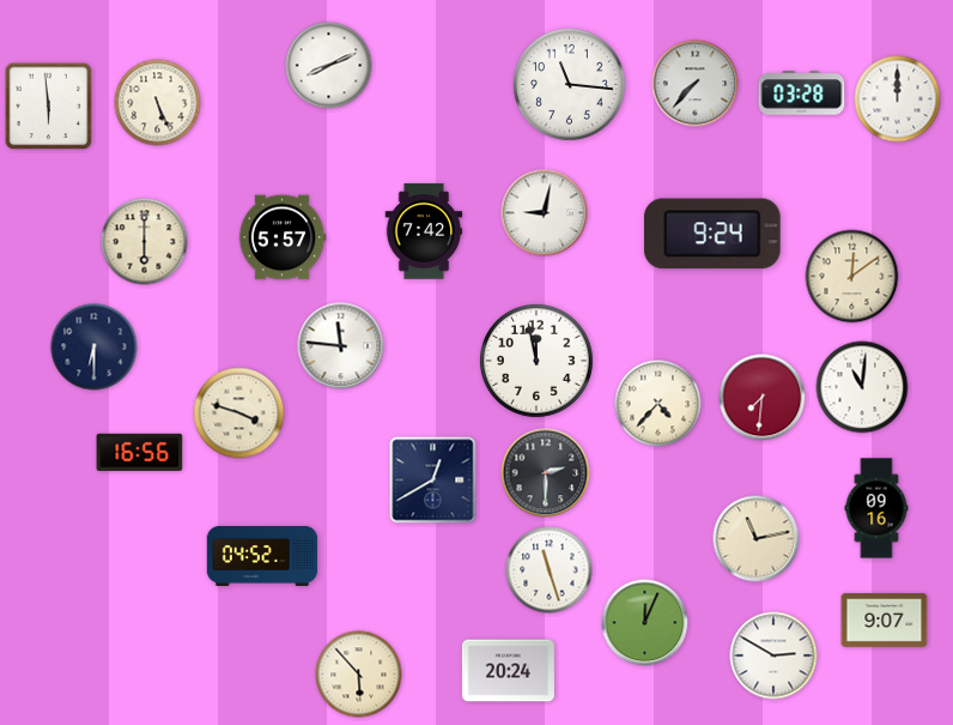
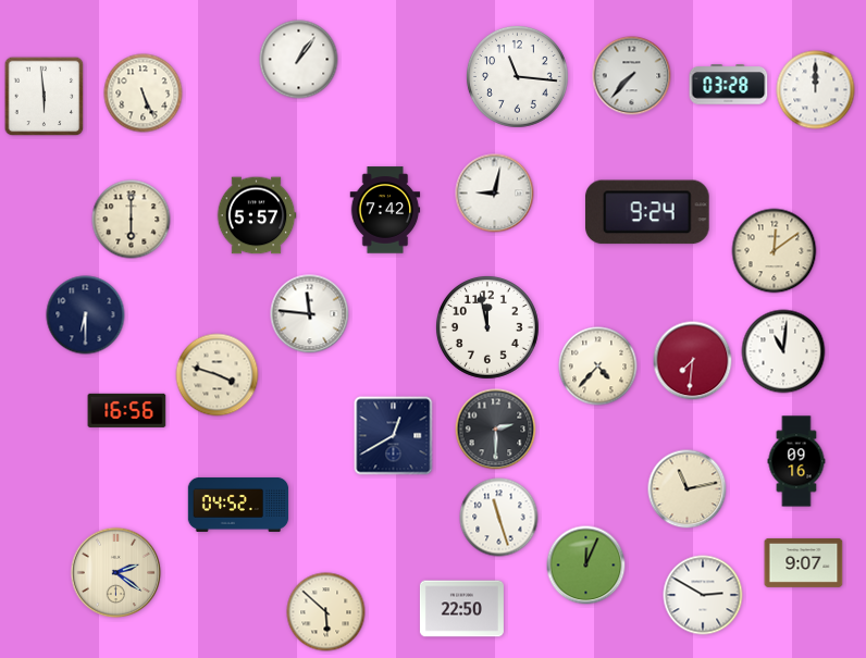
clock at (329, 66): 8:11 -> 1:06
clock at (116, 573): none -> 2:21
clock at (508, 671): 20:24 -> 22:50
clock at (359, 675): 5:53 -> 5:52
